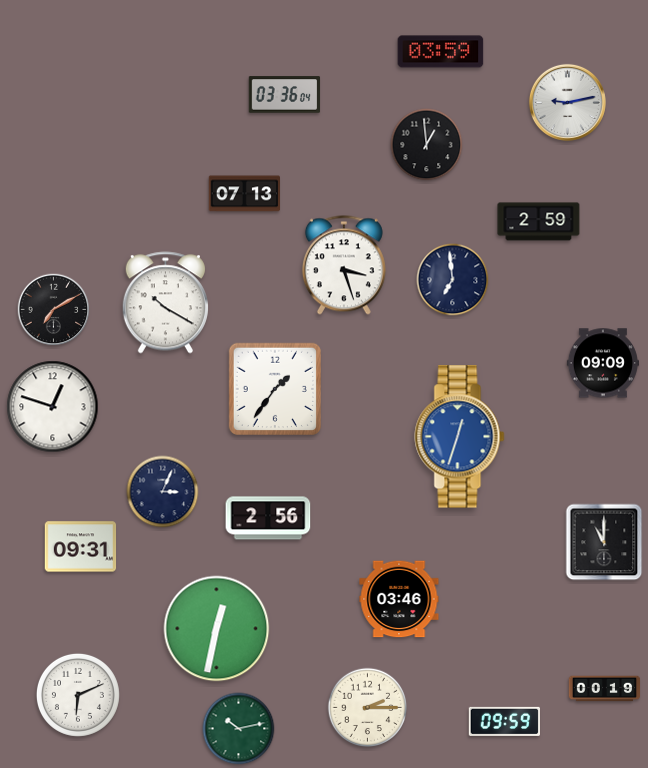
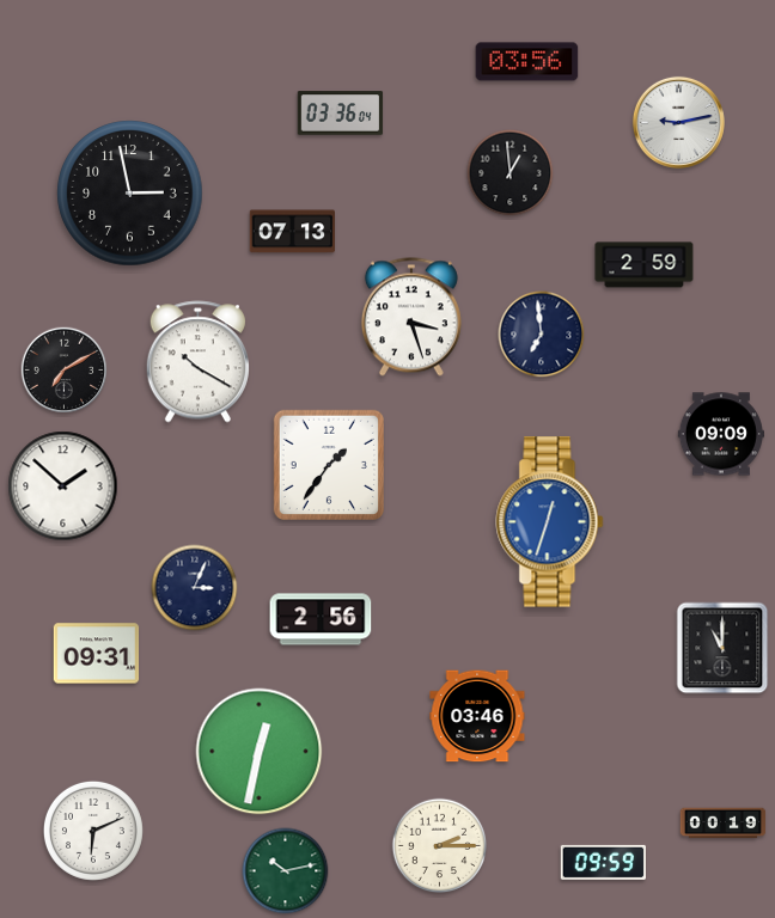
clock at (441, 52): 03:59 -> 03:56
clock at (130, 194): none -> 2:58
clock at (53, 407): 12:48 -> 1:52
